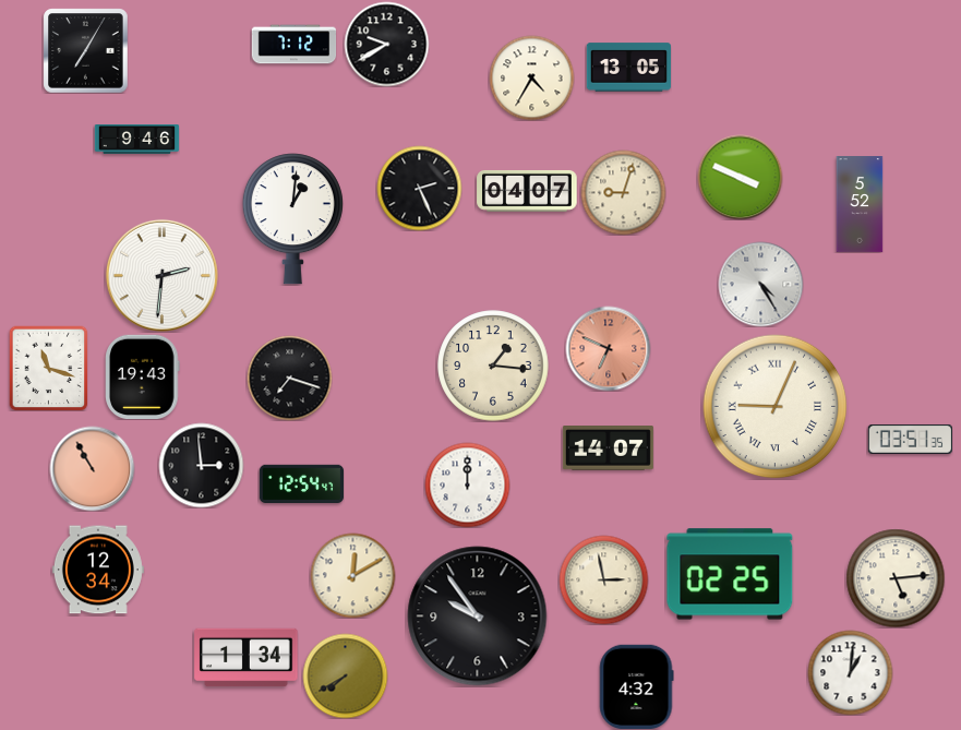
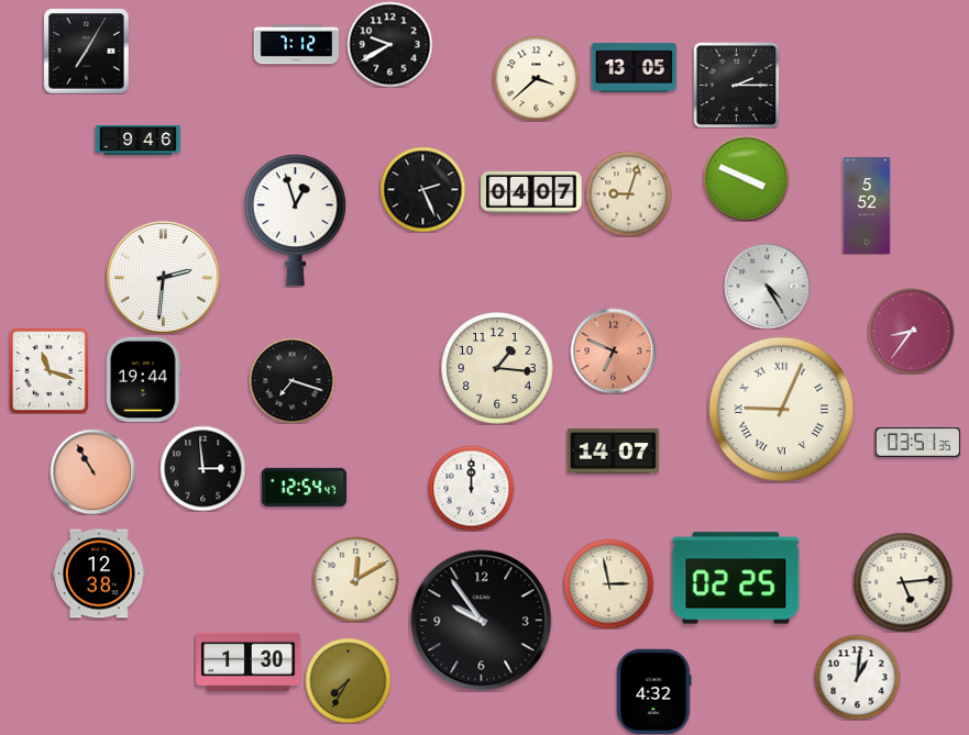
clock at (531, 77): 4:35 -> 3:38
clock at (736, 85): none -> 2:15
clock at (292, 219): 1:01 -> 12:57
clock at (911, 331): none -> 8:36
clock at (143, 376): 19:43 -> 19:44
clock at (98, 570): 12:34 -> 12:38
clock at (247, 658): 1:34 -> 1:30
clock at (345, 675): 7:40 -> 7:35
clock at (636, 686) position: (636, 686) -> (653, 691)
